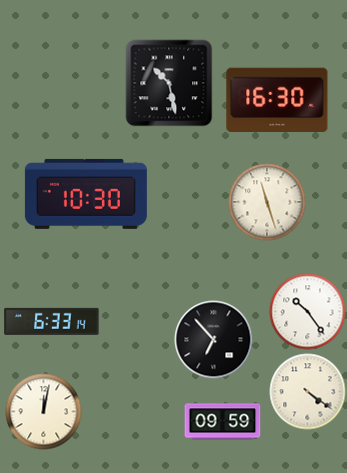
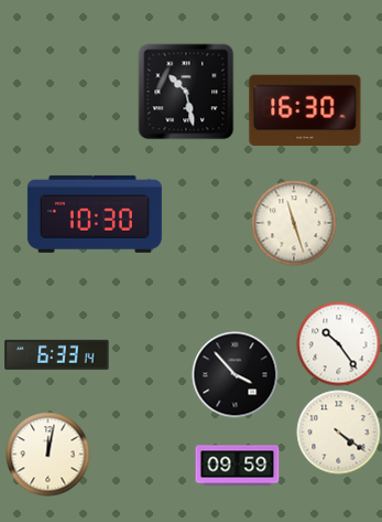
clock at (214, 340): 6:53 -> 3:53
clock at (223, 422) position: (223, 422) -> (238, 466)
